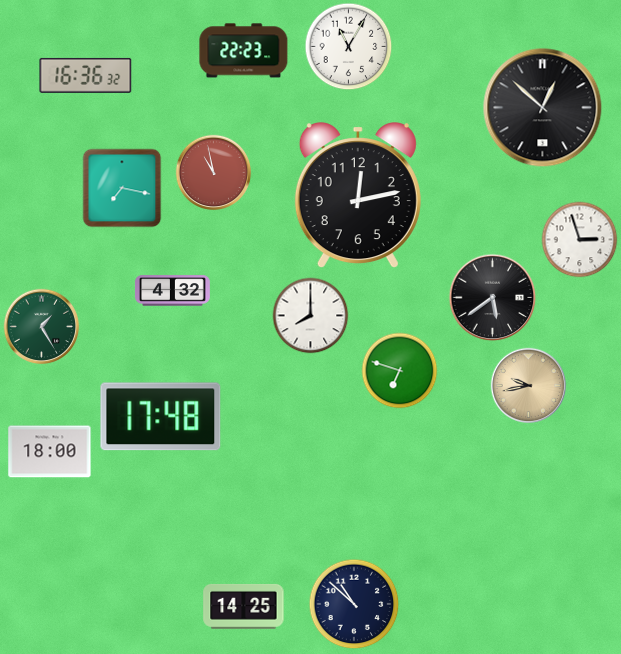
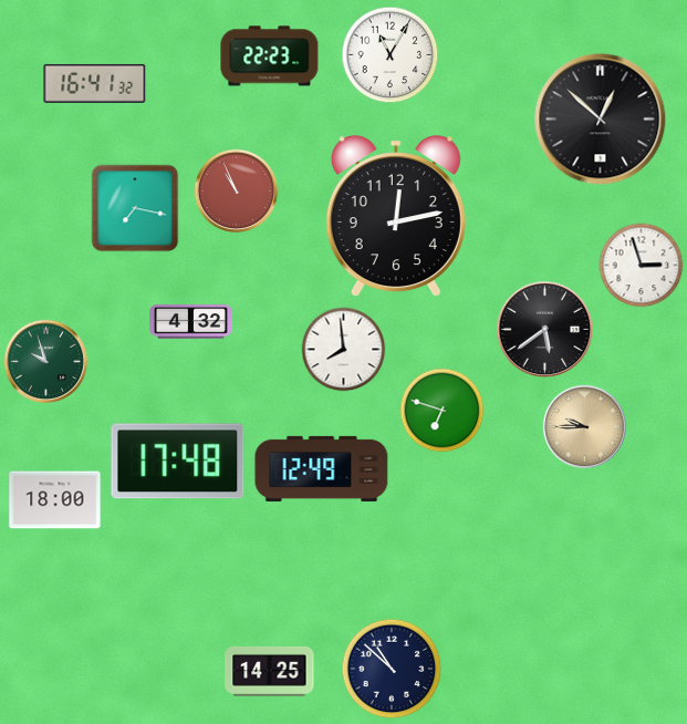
clock at (349, 47) position: (349, 47) -> (391, 55)
clock at (86, 75): 16:36 -> 16:41
clock at (214, 173): 10:58 -> 10:56
clock at (311, 316): 8:00 -> 7:59
clock at (42, 327): 1:25 -> 9:57
clock at (529, 386): 9:43 -> 9:45
clock at (322, 468): none -> 12:49
